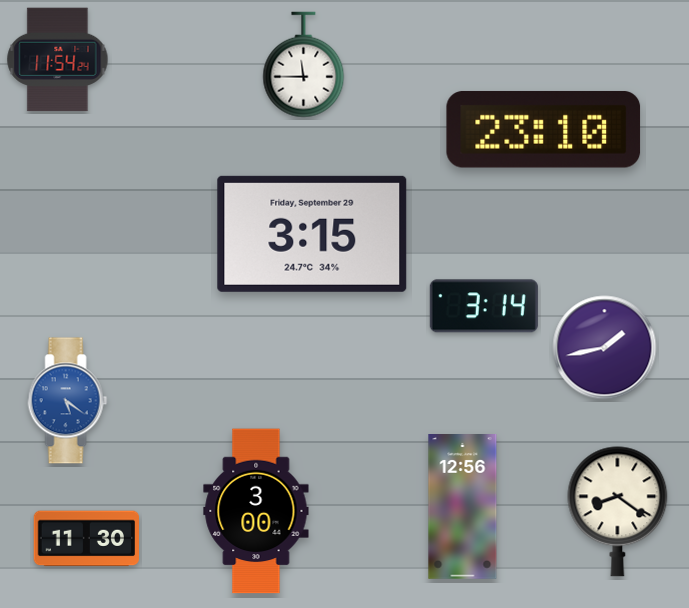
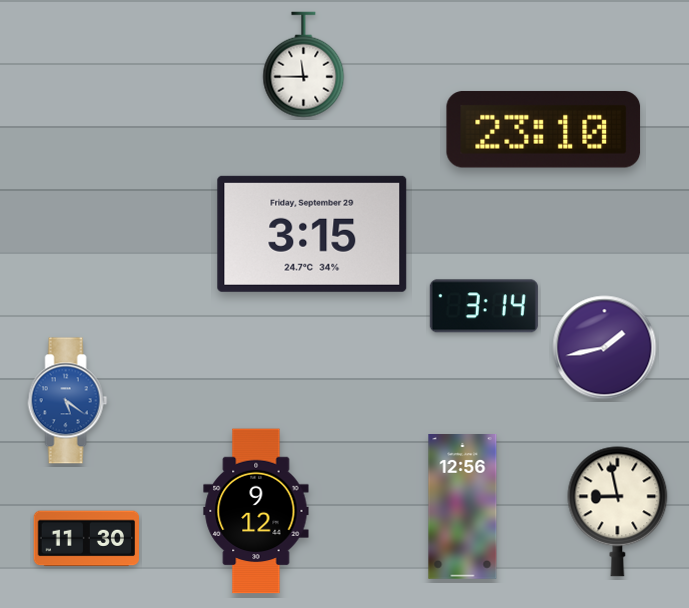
clock at (58, 60): 11:54 -> none
clock at (256, 511): 3:00 -> 9:12
clock at (618, 512): 8:21 -> 8:58
